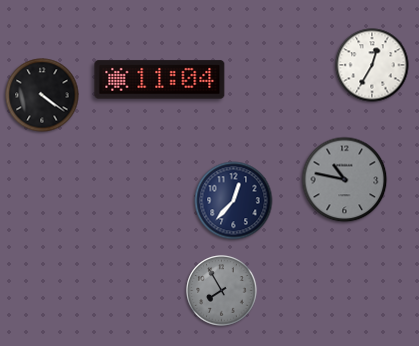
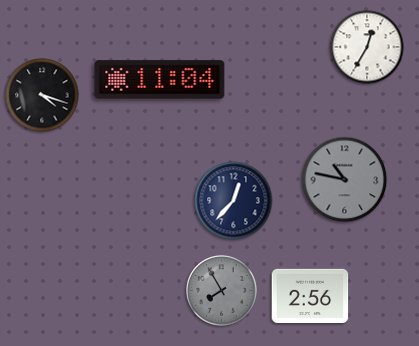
clock at (372, 65) position: (372, 65) -> (367, 47)
clock at (42, 95): 4:21 -> 4:18
clock at (310, 295): none -> 2:56
